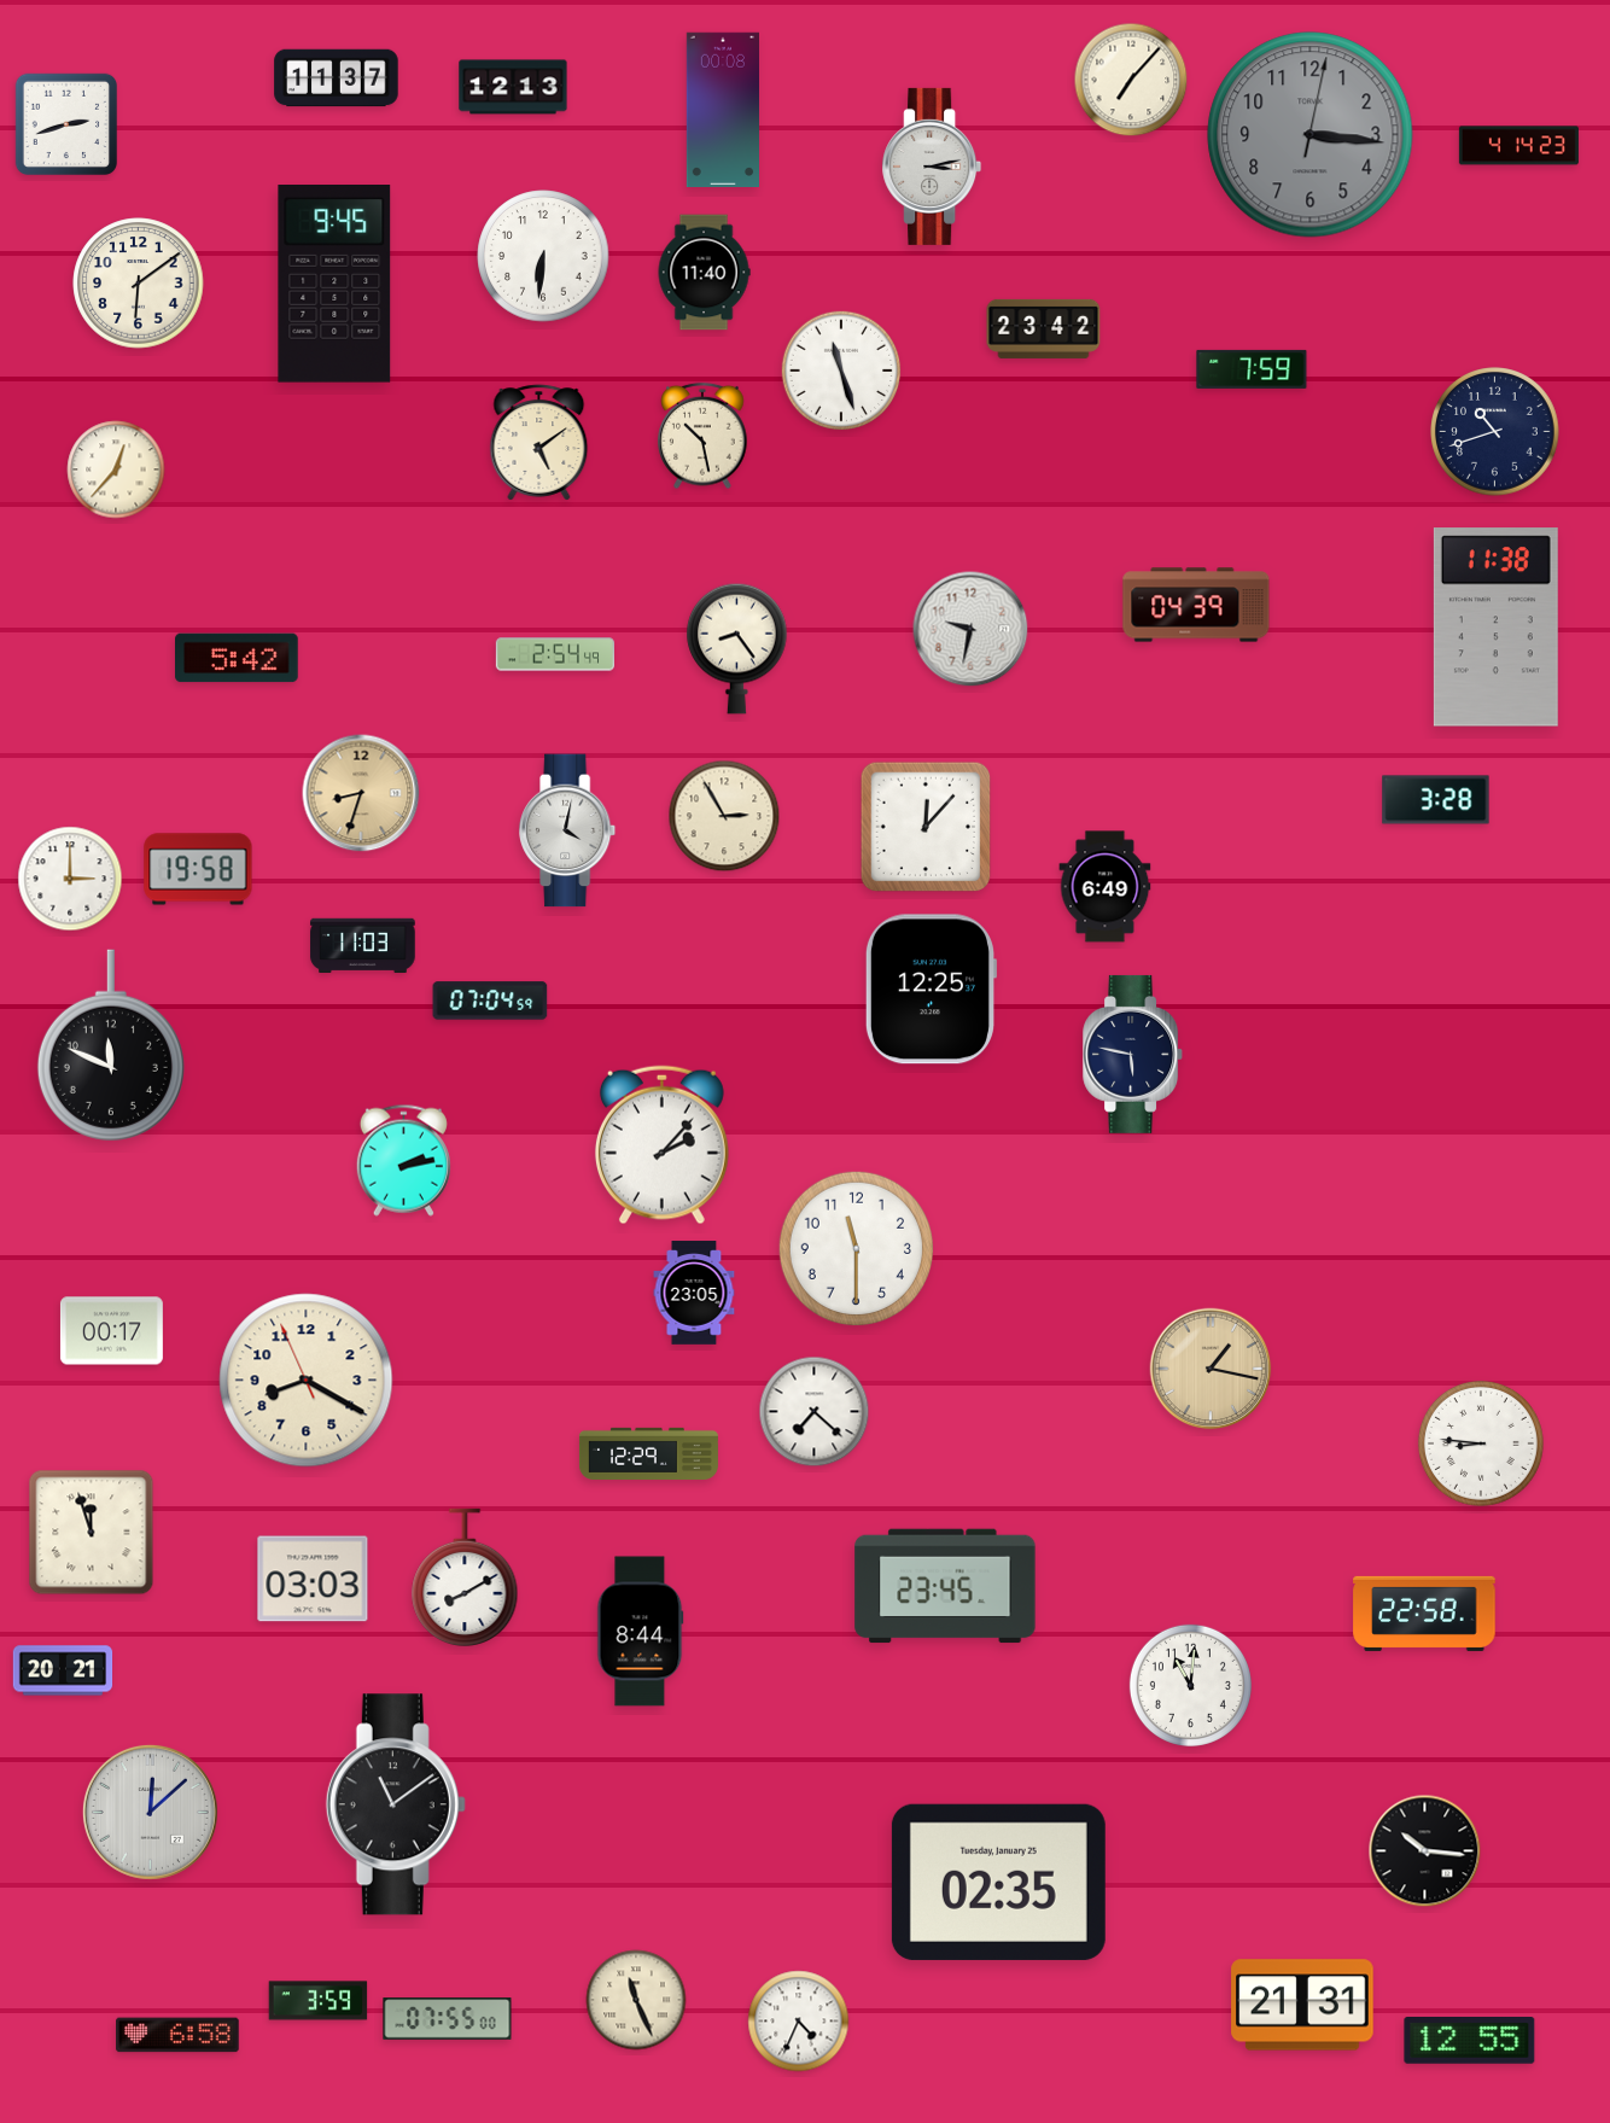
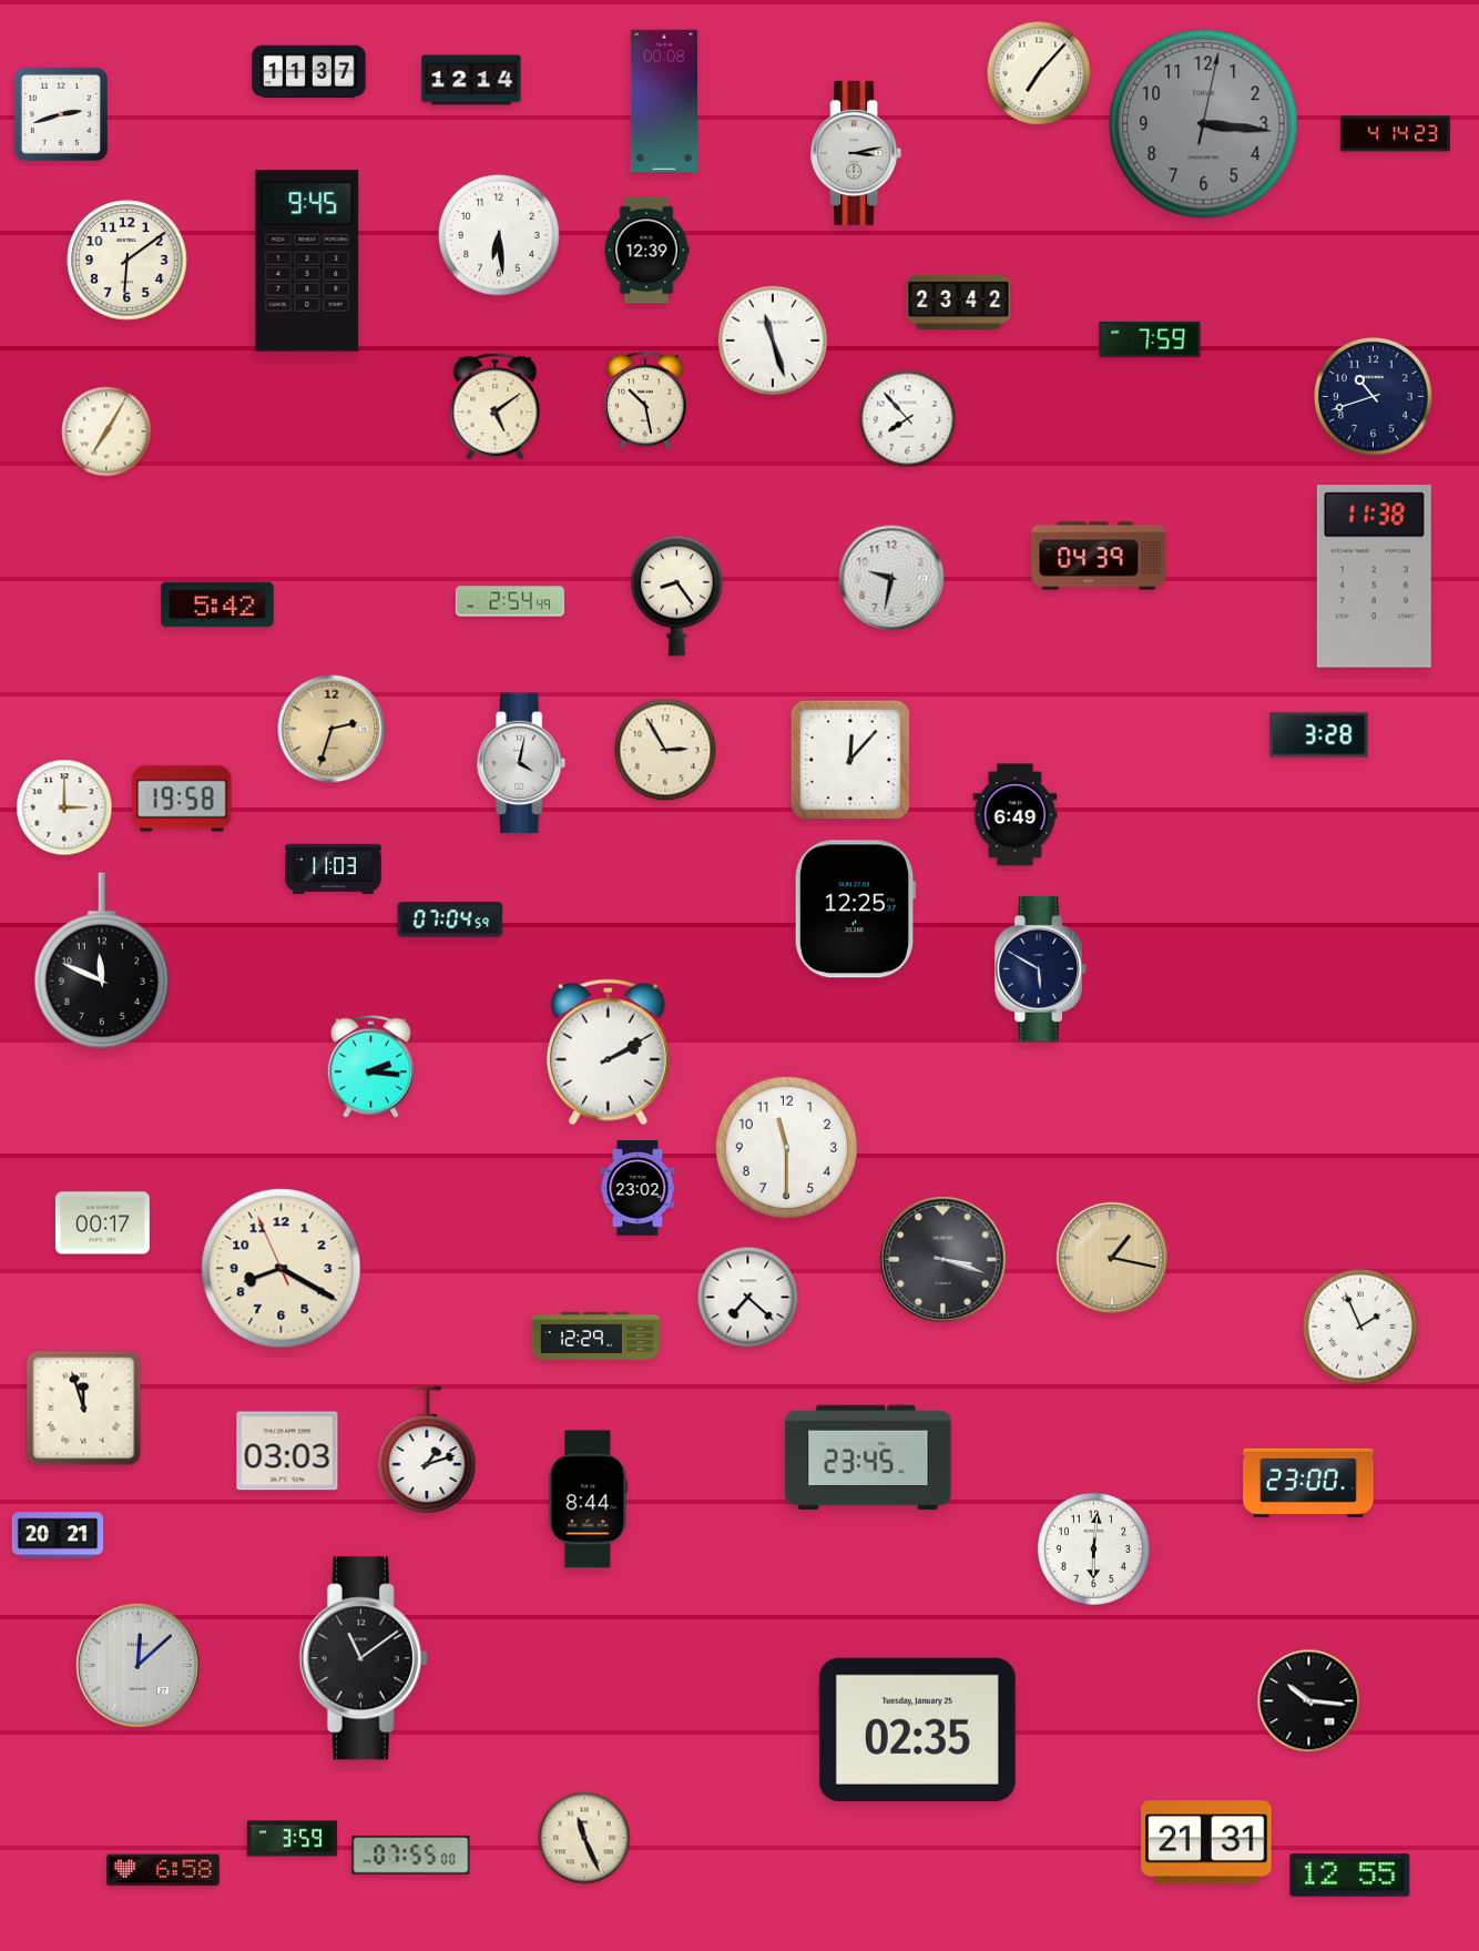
clock at (513, 87): 12:13 -> 12:14
clock at (543, 256): 6:31 -> 6:29
clock at (704, 273): 11:40 -> 12:39
clock at (908, 419): none -> 7:53
clock at (116, 469): 12:37 -> 7:05
clock at (361, 793): 8:33 -> 2:33
clock at (1133, 1054): 5:47 -> 5:50
clock at (661, 1145): 2:07 -> 2:10
clock at (403, 1160): 2:13 -> 2:16
clock at (694, 1293): 23:05 -> 23:02
clock at (942, 1259): none -> 3:18
clock at (1481, 1443): 8:46 -> 1:56
clock at (465, 1576): 8:10 -> 1:12
clock at (1424, 1614): 22:58 -> 23:00
clock at (1190, 1685): 11:01 -> 6:01
clock at (1302, 2005) position: (1302, 2005) -> (1206, 1842)
clock at (799, 2022): 4:34 -> none
